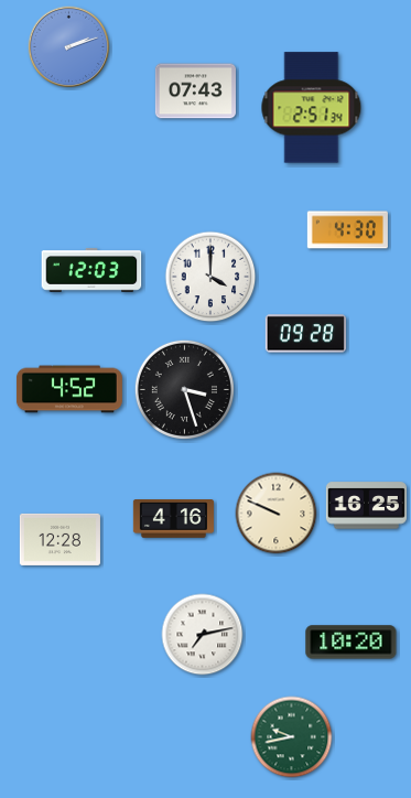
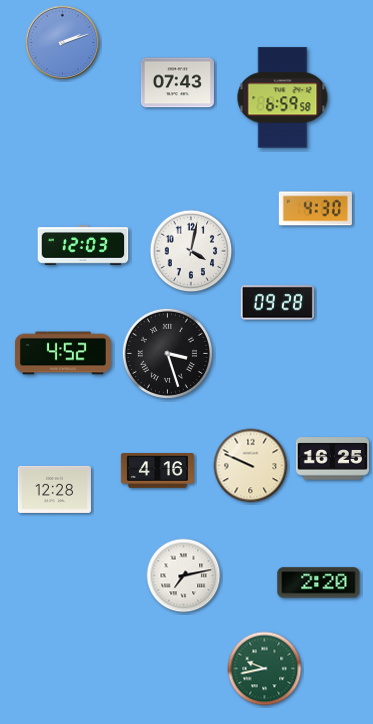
clock at (312, 108): 2:51 -> 6:59
clock at (210, 277): 4:00 -> 4:02
clock at (351, 643): 10:20 -> 2:20
